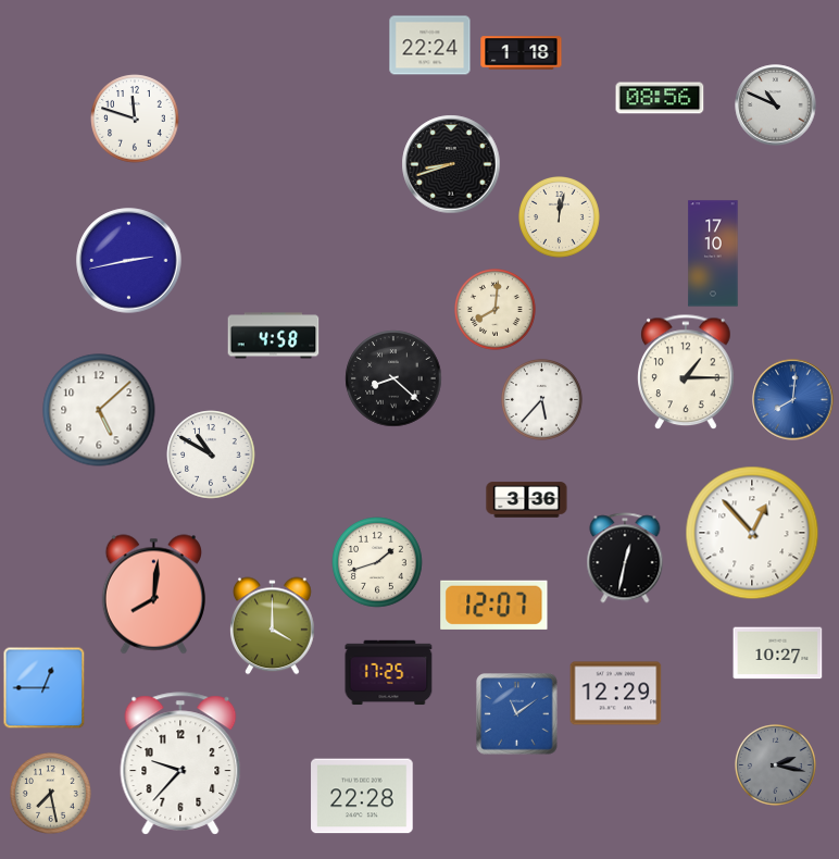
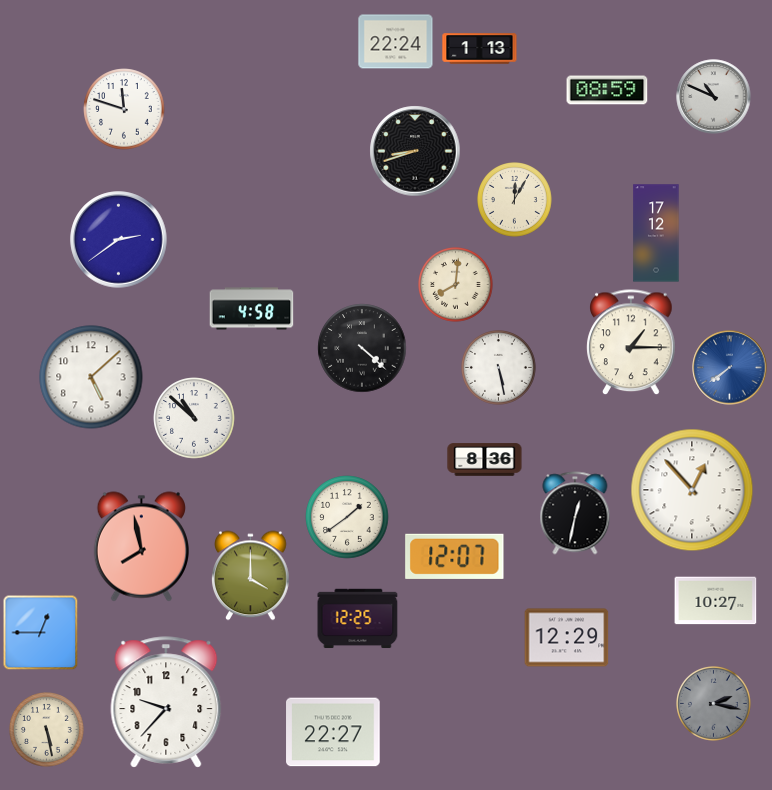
clock at (522, 53): 1:18 -> 1:13
clock at (660, 98): 08:56 -> 08:59
clock at (560, 217): 12:02 -> 12:05
clock at (713, 253): 17:10 -> 17:12
clock at (129, 261): 2:43 -> 2:39
clock at (393, 378): 8:22 -> 4:22
clock at (542, 400): 5:37 -> 5:28
clock at (793, 400): 8:01 -> 7:39
clock at (211, 455): 10:50 -> 10:52
clock at (527, 500): 3:36 -> 8:36
clock at (377, 562): 1:42 -> 1:39
clock at (153, 595): 8:01 -> 7:58
clock at (389, 673): 17:25 -> 12:25
clock at (517, 714): 11:09 -> none
clock at (51, 794): 7:28 -> 5:28
clock at (362, 796): 22:28 -> 22:27
